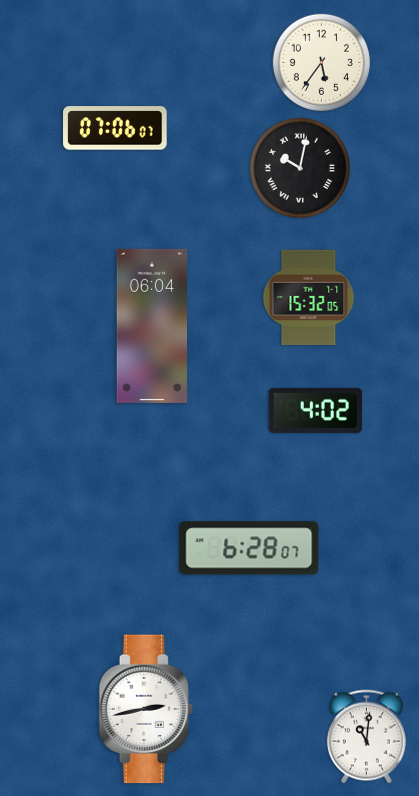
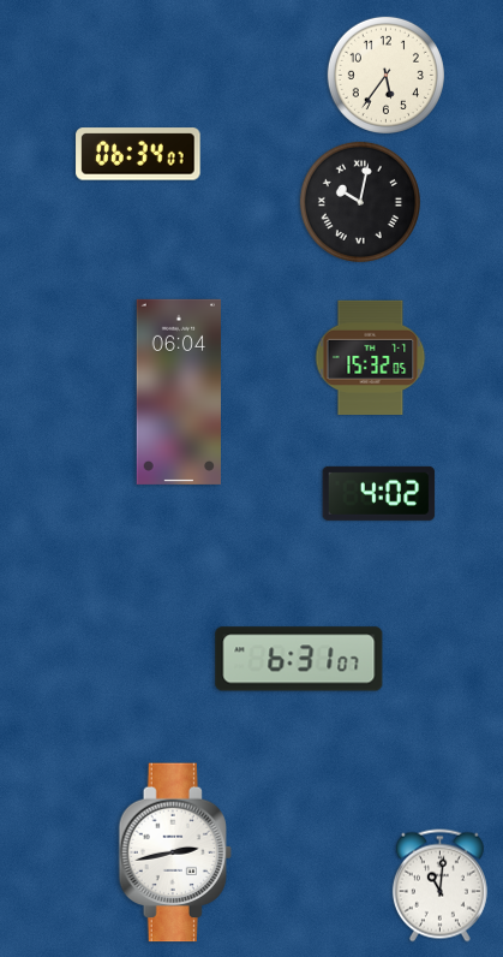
clock at (115, 128): 07:06 -> 06:34
clock at (151, 326) position: (151, 326) -> (178, 392)
clock at (249, 548): 6:28 -> 6:31
